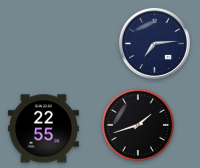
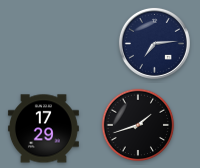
clock at (43, 129): 22:55 -> 17:29
